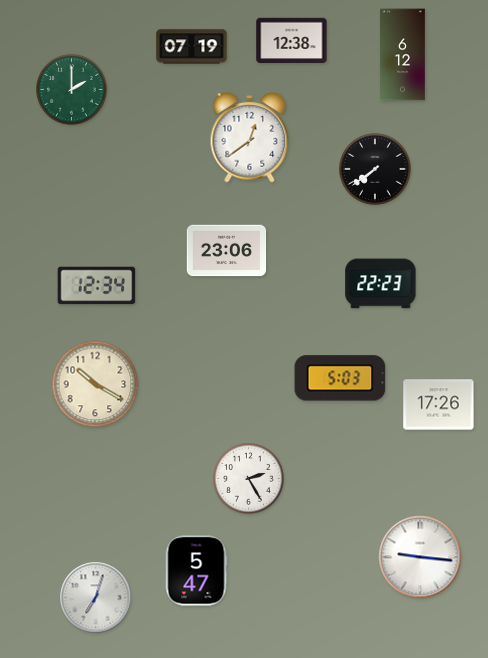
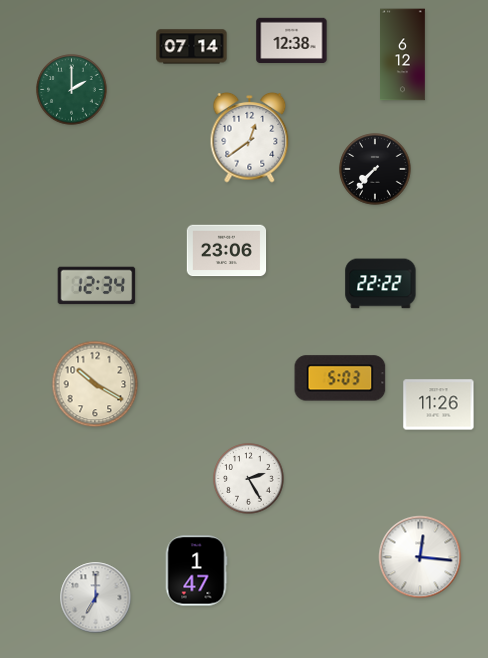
clock at (192, 47): 07:19 -> 07:14
clock at (375, 169): 7:39 -> 7:37
clock at (381, 284): 22:23 -> 22:22
clock at (439, 405): 17:26 -> 11:26
clock at (420, 557): 9:16 -> 12:16
clock at (196, 571): 5:47 -> 1:47
clock at (96, 598): 7:03 -> 7:00
